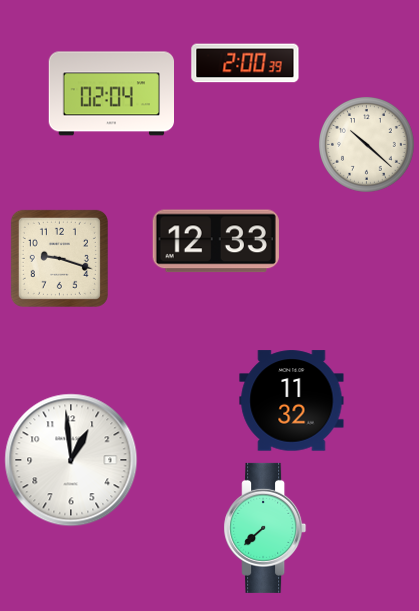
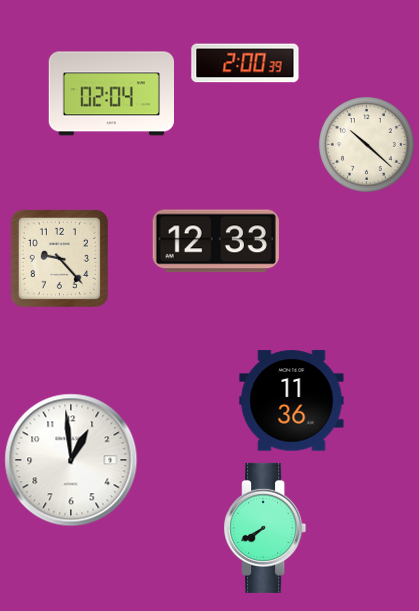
clock at (59, 258): 9:18 -> 9:23
clock at (292, 401): 11:32 -> 11:36
clock at (265, 528): 7:38 -> 7:40
